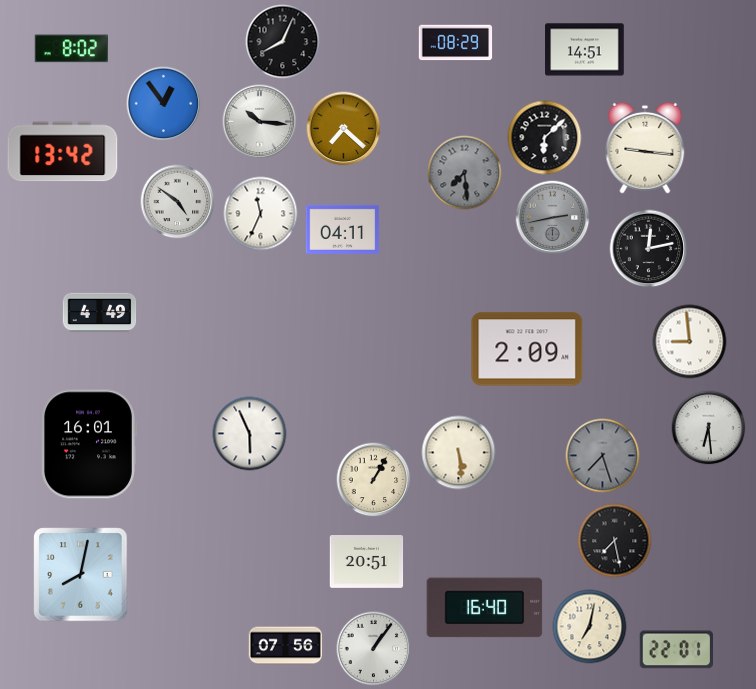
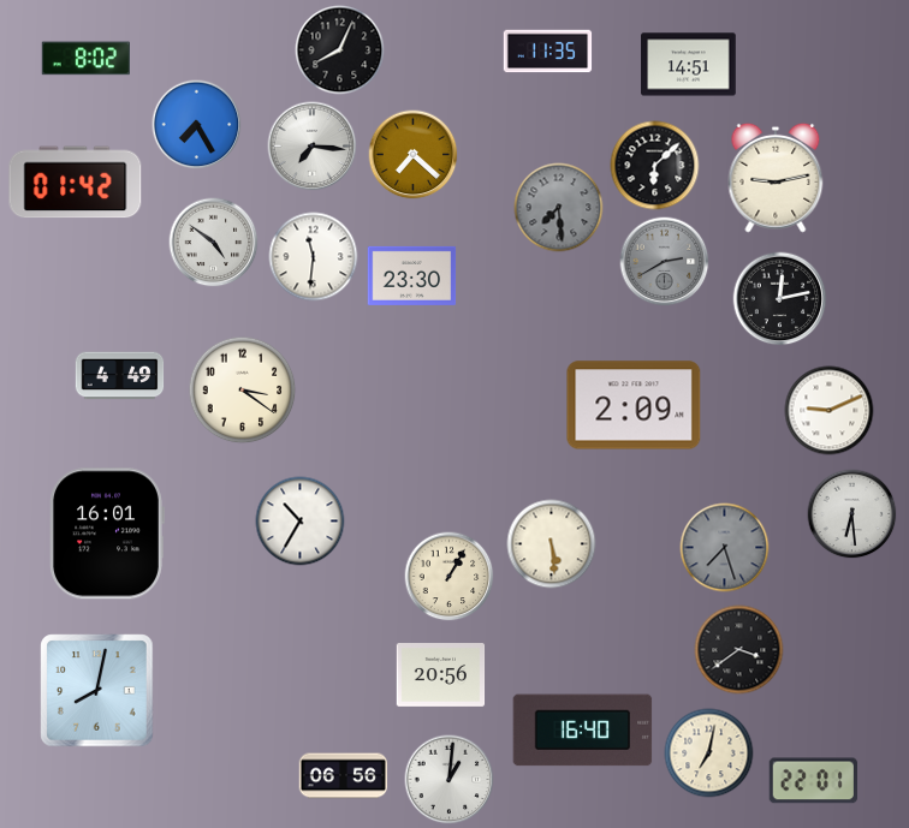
clock at (456, 43): 08:29 -> 11:35
clock at (585, 50) position: (585, 50) -> (689, 65)
clock at (164, 104): 12:54 -> 7:25
clock at (260, 122): 10:16 -> 7:16
clock at (645, 148): 9:16 -> 9:13
clock at (63, 152): 13:42 -> 01:42
clock at (261, 214): 11:34 -> 11:31
clock at (553, 218): 2:43 -> 2:40
clock at (343, 229): 04:11 -> 23:30
clock at (243, 391): none -> 3:21
clock at (690, 342): 8:59 -> 9:11
clock at (527, 349) position: (527, 349) -> (634, 405)
clock at (250, 434): 5:56 -> 10:35
clock at (615, 541): 7:28 -> 3:39
clock at (367, 562): 20:51 -> 20:56
clock at (286, 646): 07:56 -> 06:56
clock at (374, 649): 1:06 -> 1:01
